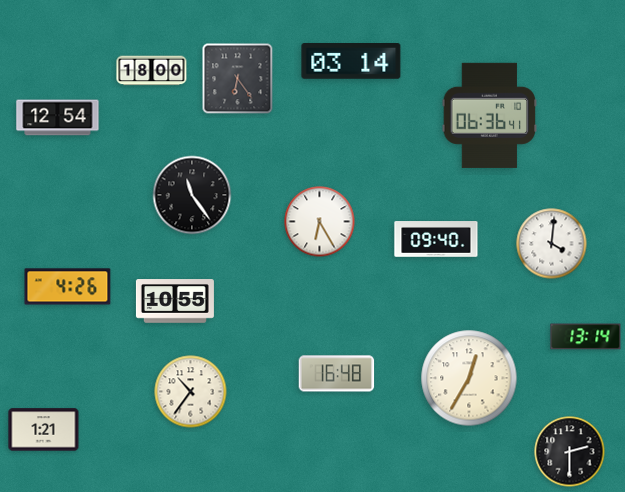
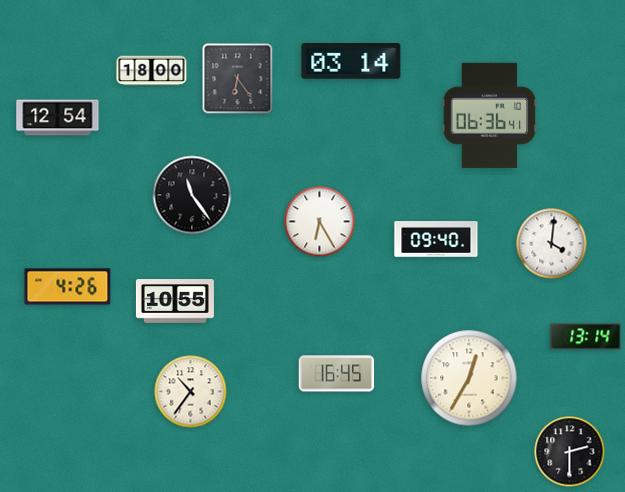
clock at (337, 374): 16:48 -> 16:45
clock at (44, 430): 1:21 -> none
